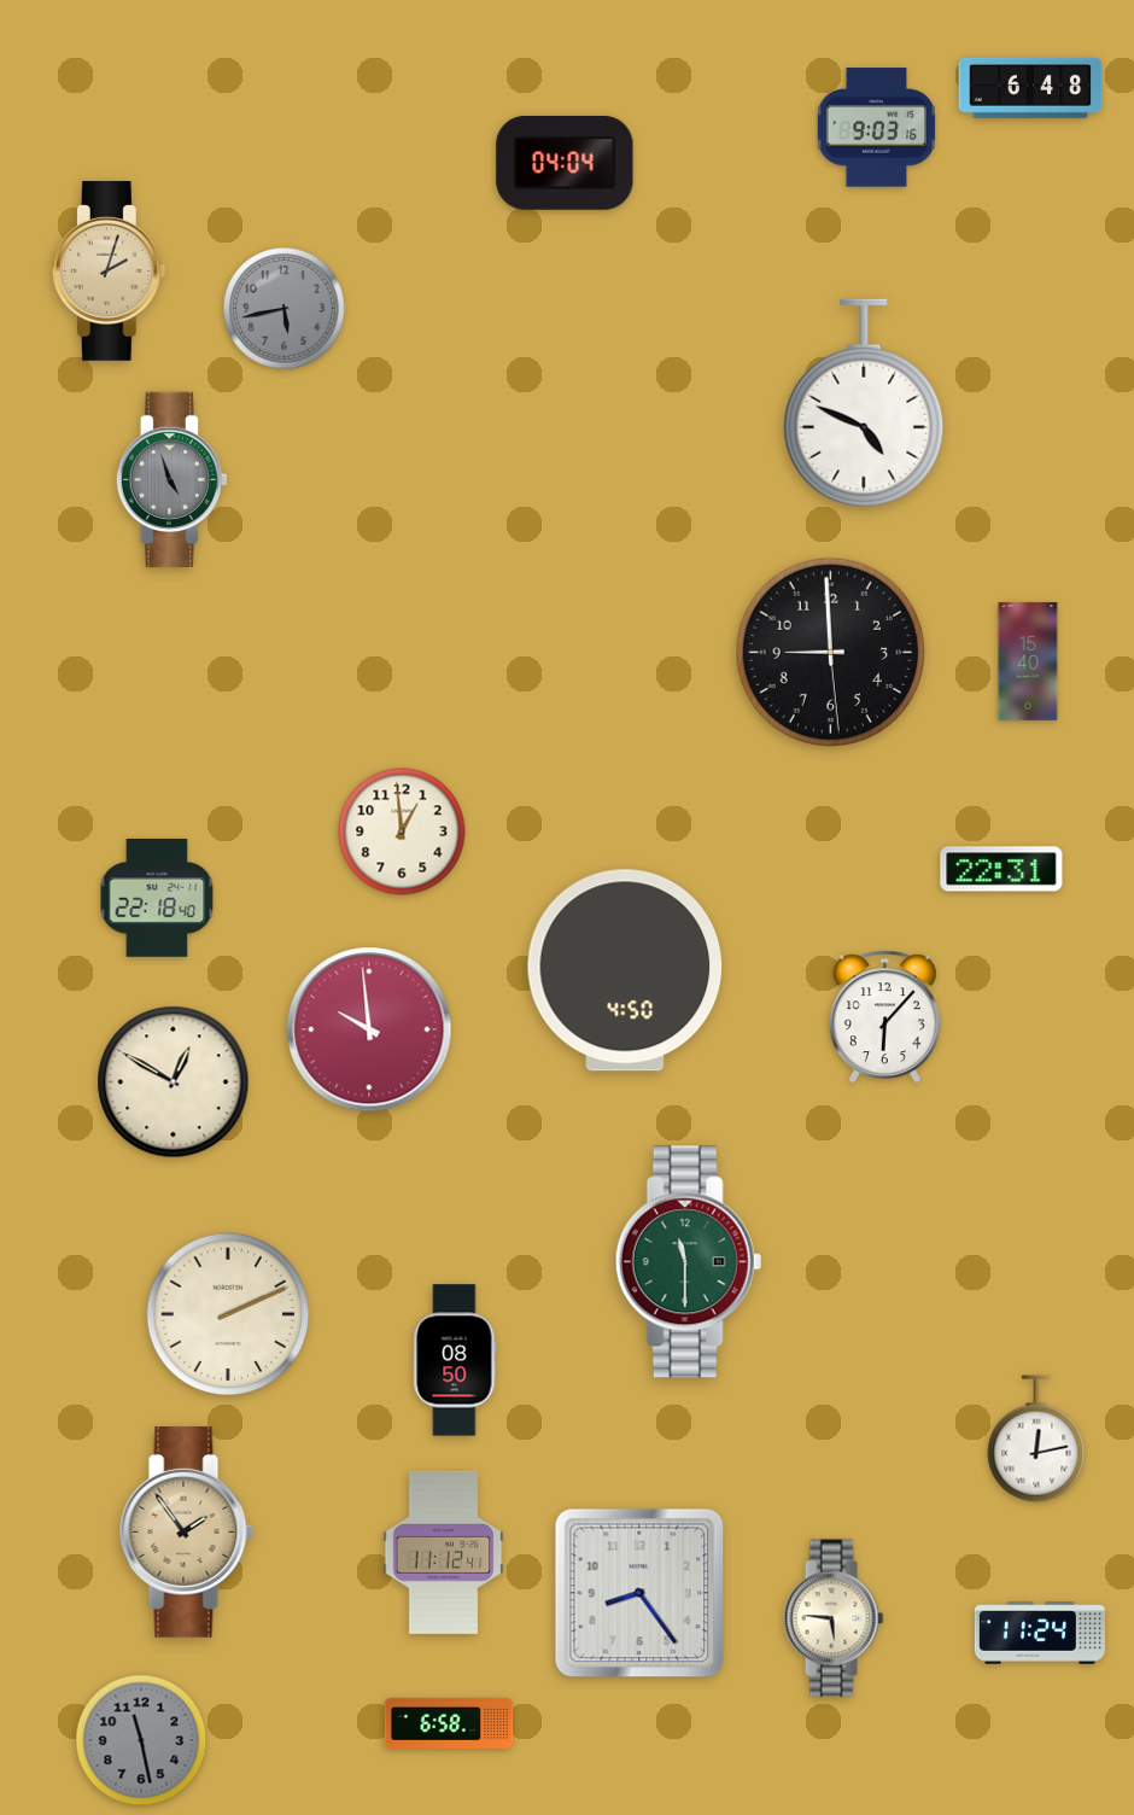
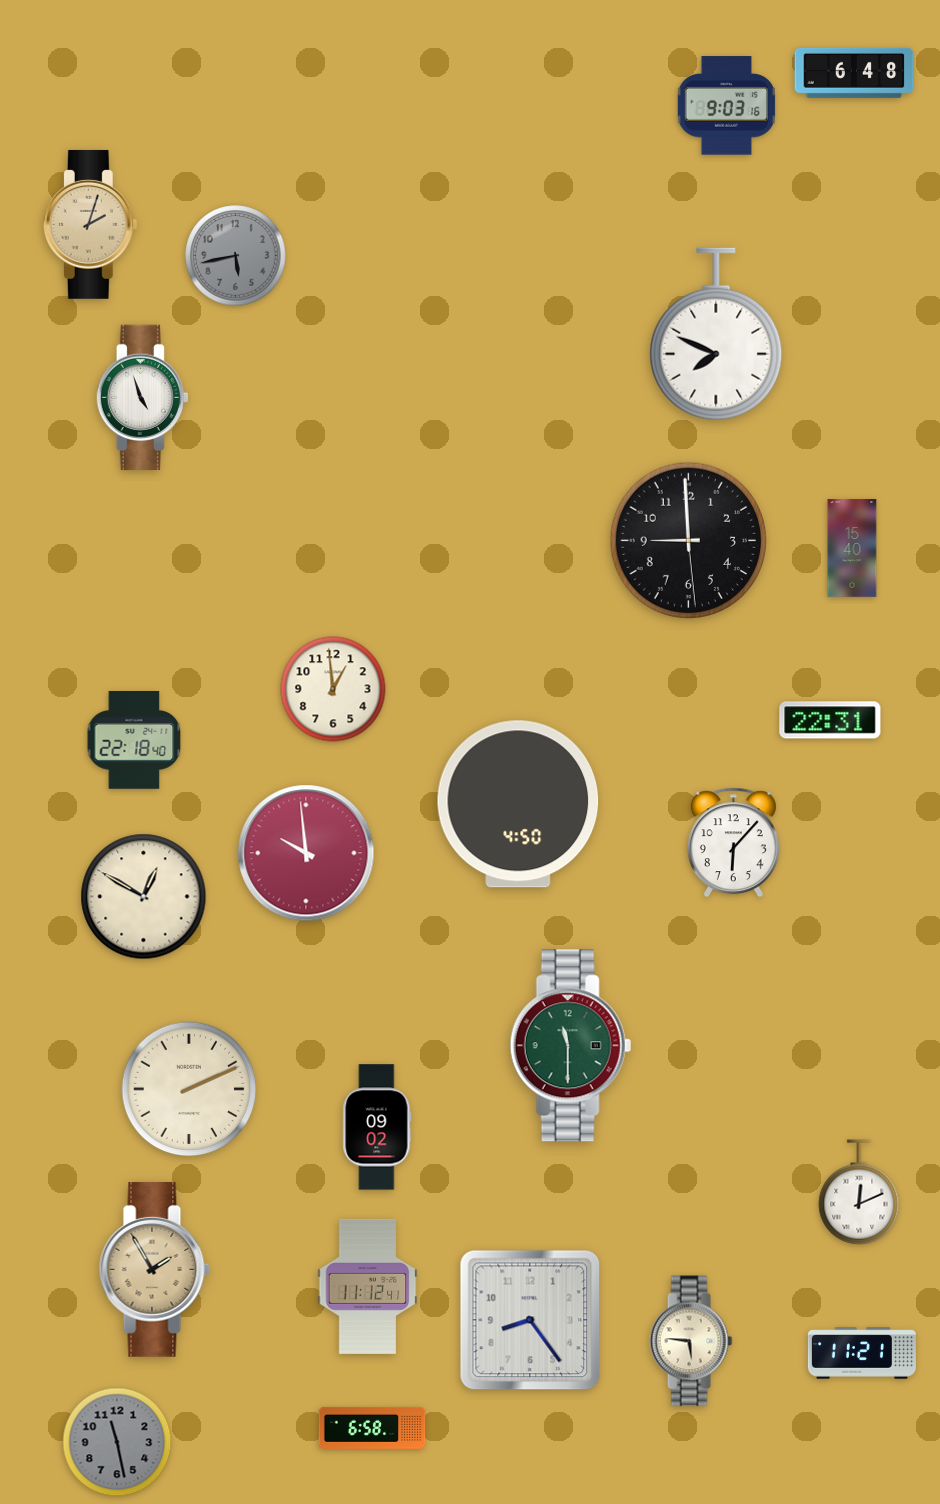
clock at (565, 163): 04:04 -> none
clock at (864, 403): 4:49 -> 7:49
clock at (171, 479) dial: grey -> white
clock at (157, 899) position: (157, 899) -> (134, 741)
clock at (455, 1360): 08:50 -> 09:02
clock at (1036, 1438): 12:13 -> 12:11
clock at (186, 1531): 1:54 -> 1:55
clock at (1040, 1633): 11:24 -> 11:21
